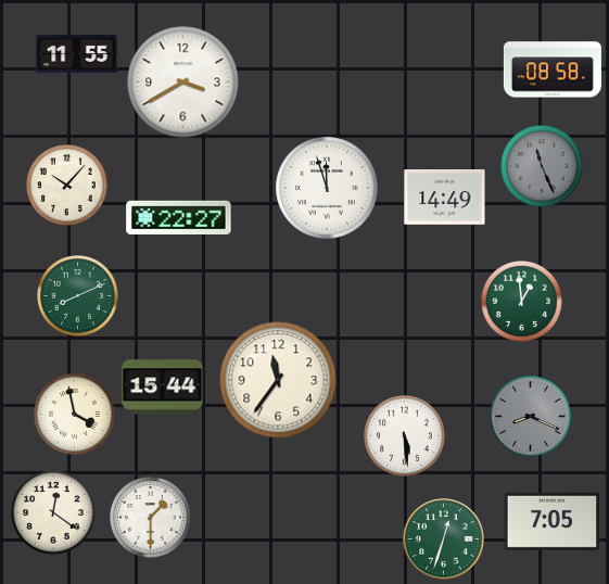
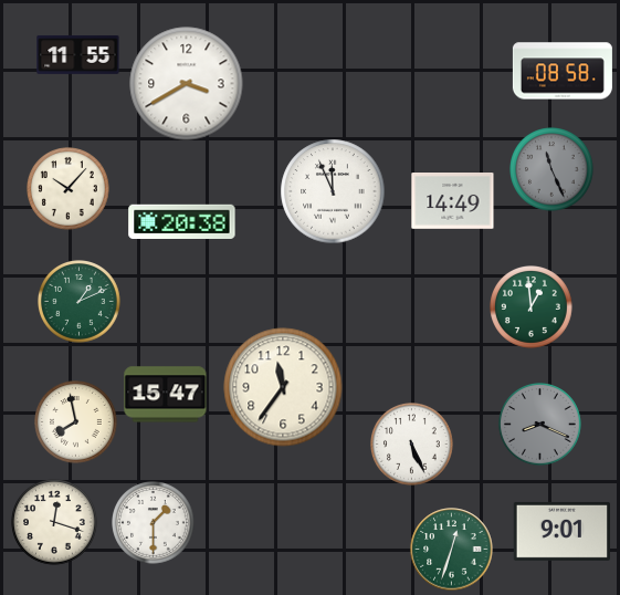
clock at (327, 188): 11:57 -> 11:56
clock at (179, 217): 22:27 -> 20:38
clock at (78, 296): 8:11 -> 1:11
clock at (163, 388): 15:44 -> 15:47
clock at (75, 415): 3:58 -> 7:58
clock at (405, 436): 5:29 -> 5:26
clock at (54, 513): 12:21 -> 12:18
clock at (151, 518) position: (151, 518) -> (154, 523)
clock at (551, 521): 7:05 -> 9:01
